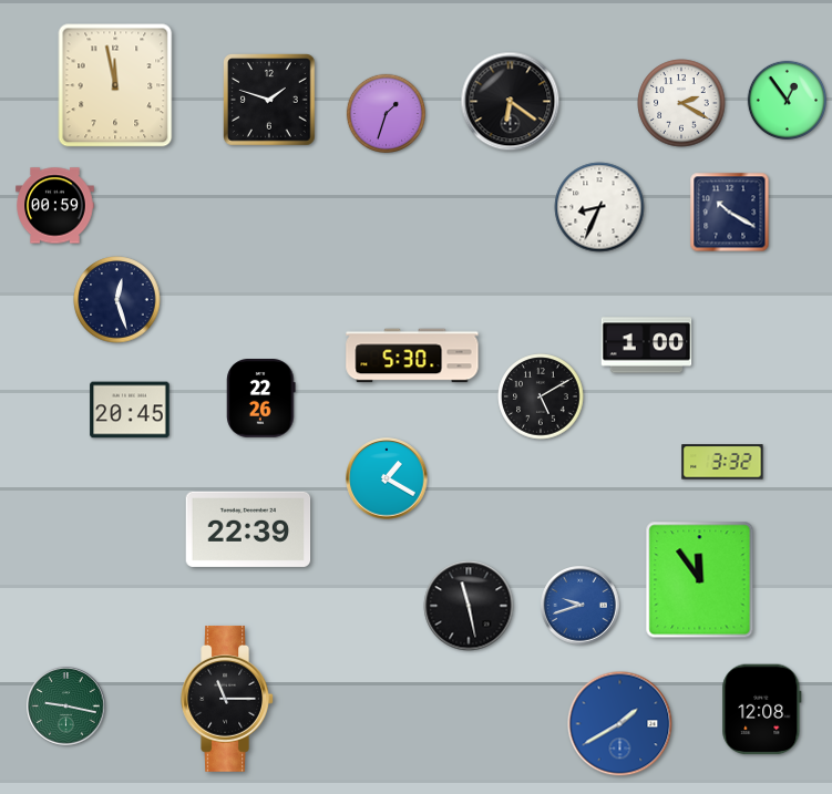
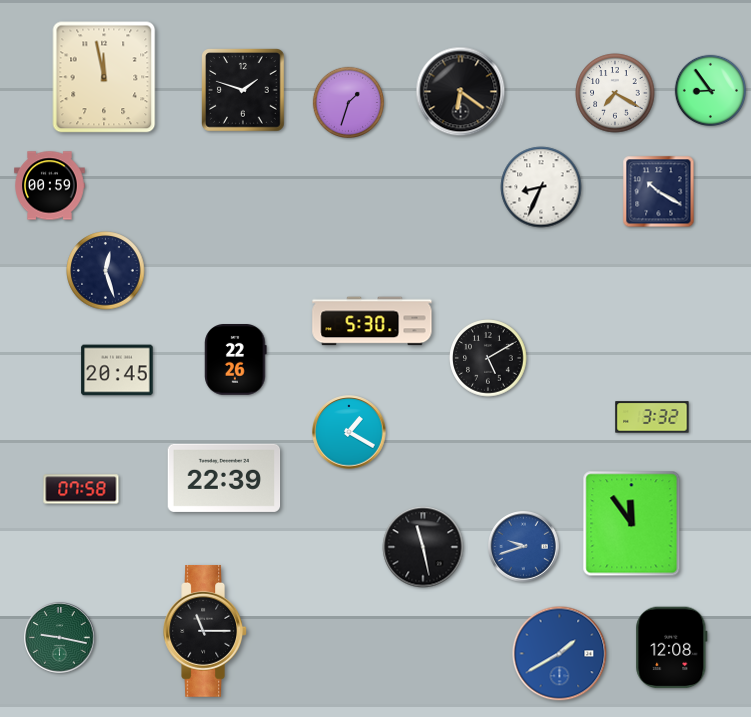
clock at (787, 100): 12:54 -> 8:54
clock at (681, 103): 2:20 -> 7:20
clock at (647, 346): 1:00 -> none
clock at (81, 489): none -> 07:58
clock at (762, 710) position: (762, 710) -> (672, 648)
